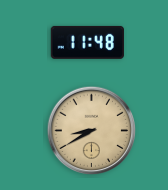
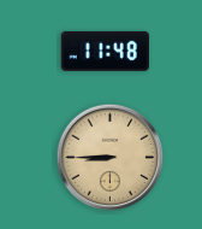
clock at (92, 131): 8:40 -> 8:45
